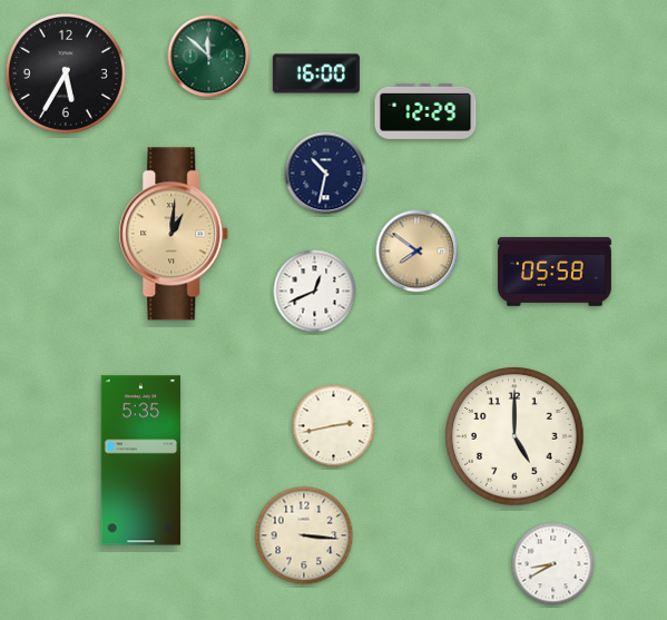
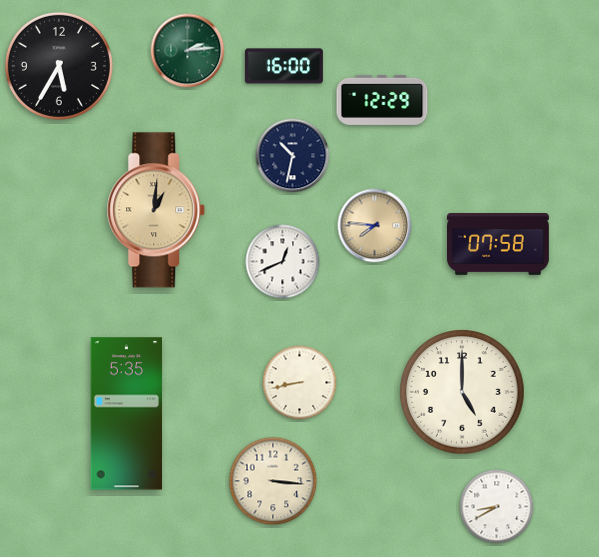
clock at (209, 57): 11:52 -> 2:14
clock at (418, 252): 7:51 -> 7:46
clock at (556, 273): 05:58 -> 07:58
clock at (334, 426): 2:43 -> 8:43
